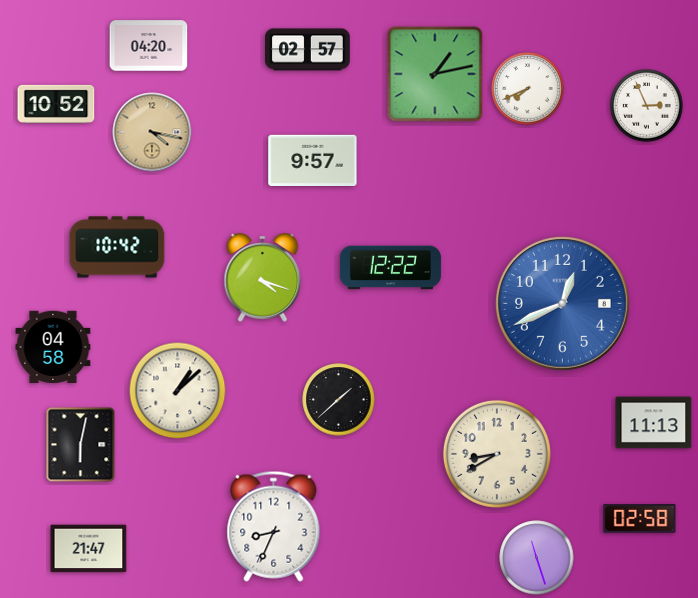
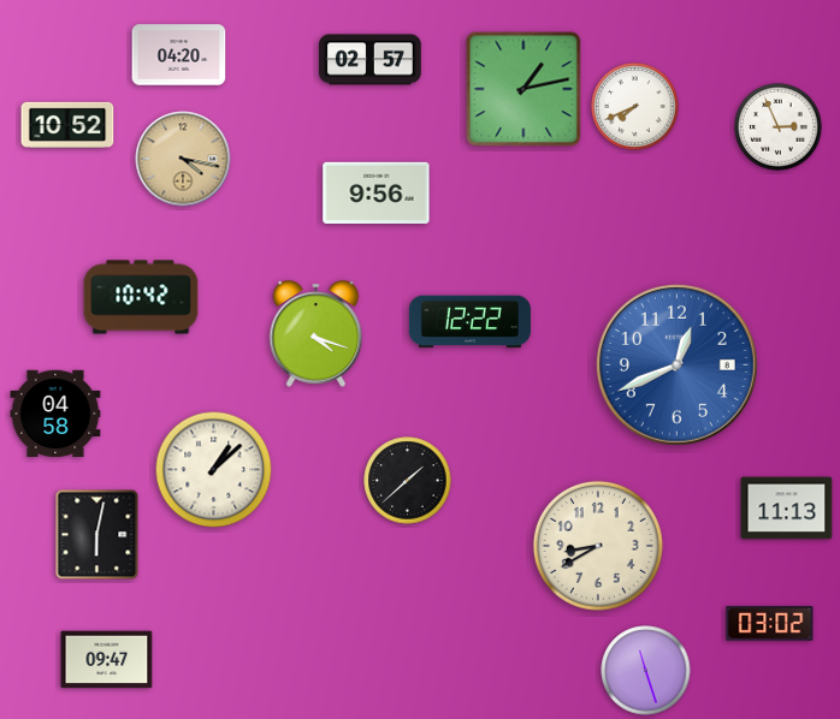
clock at (313, 160): 9:57 -> 9:56
clock at (53, 346) position: (53, 346) -> (55, 412)
clock at (640, 519): 02:58 -> 03:02
clock at (274, 526): 8:34 -> none
clock at (89, 549): 21:47 -> 09:47
